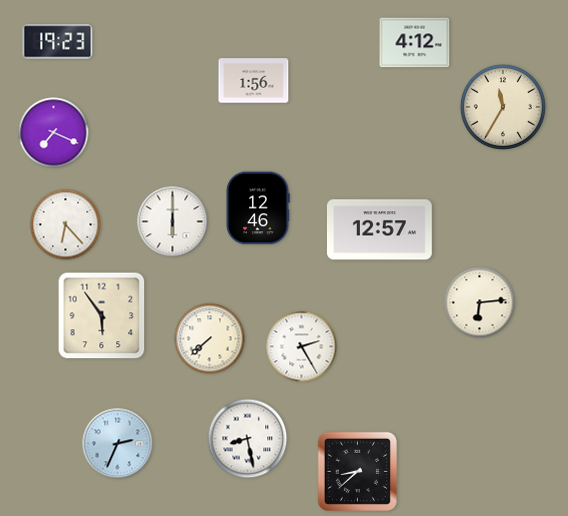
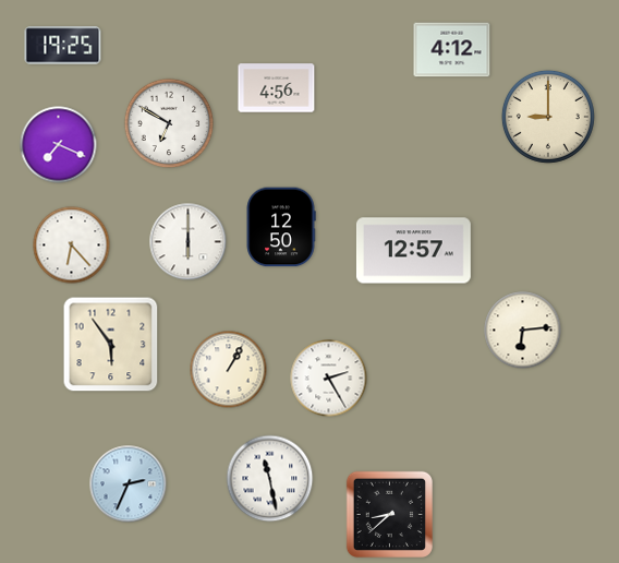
clock at (58, 42): 19:23 -> 19:25
clock at (415, 43) position: (415, 43) -> (452, 50)
clock at (254, 81): 1:56 -> 4:56
clock at (503, 107): 11:35 -> 9:00
clock at (169, 123): none -> 6:50
clock at (258, 208): 12:46 -> 12:50
clock at (210, 339): 7:38 -> 1:05
clock at (248, 439): 8:28 -> 11:28
